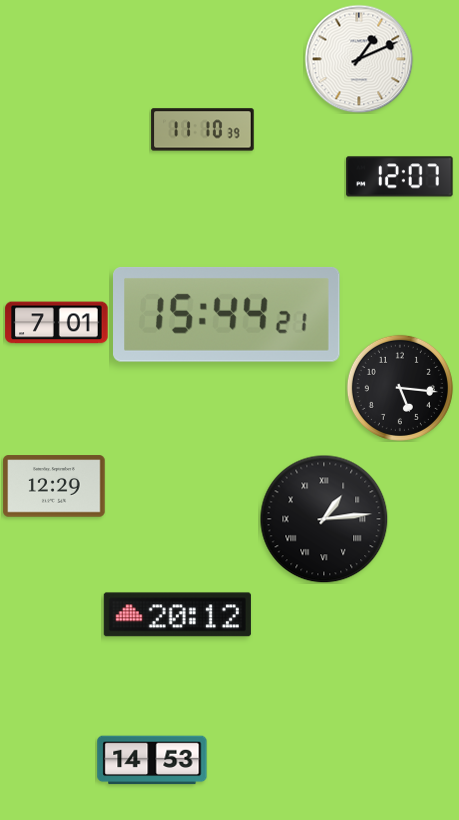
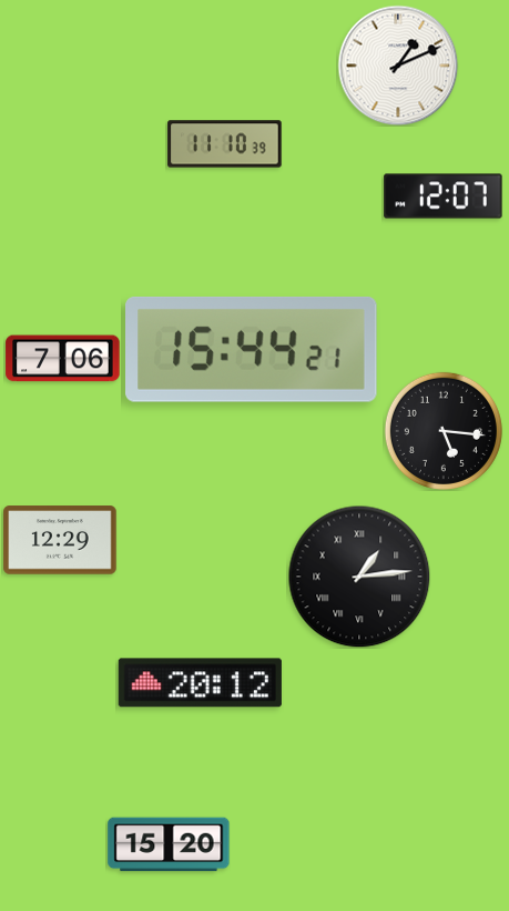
clock at (57, 323): 7:01 -> 7:06
clock at (177, 615) position: (177, 615) -> (200, 683)
clock at (152, 760): 14:53 -> 15:20
